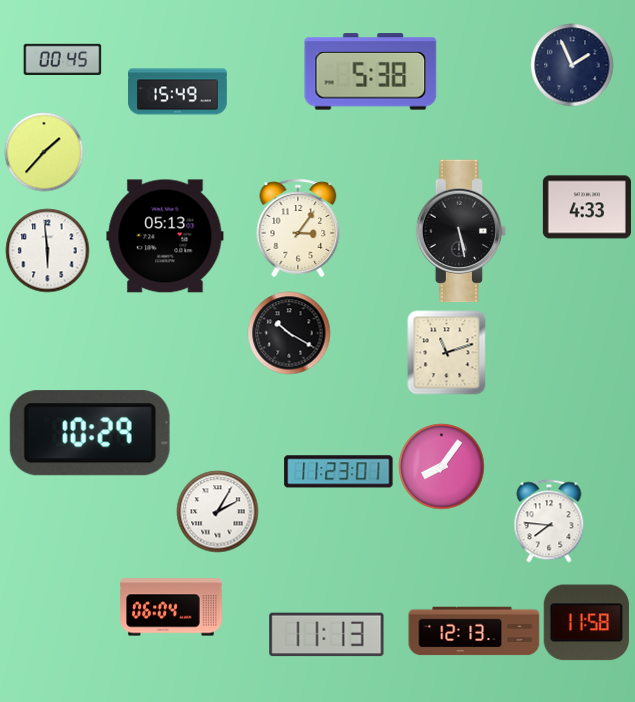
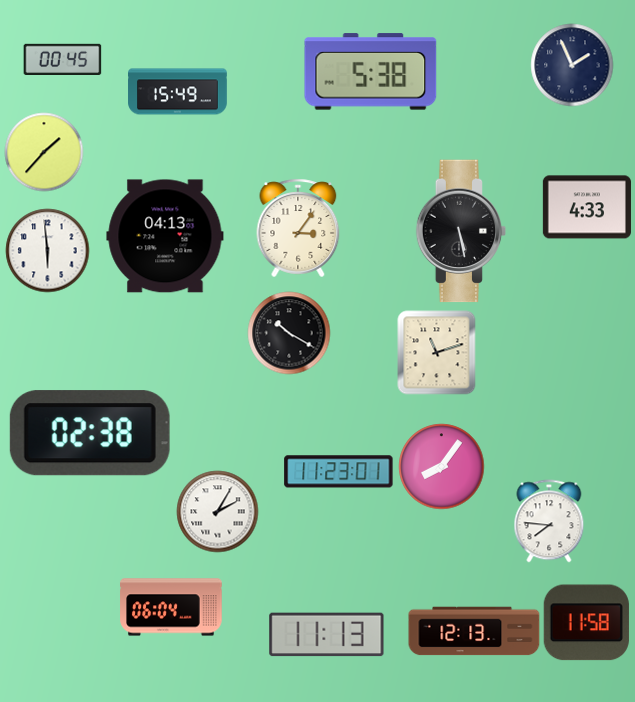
clock at (165, 236): 05:13 -> 04:13
clock at (447, 352) position: (447, 352) -> (437, 352)
clock at (90, 433): 10:29 -> 02:38
